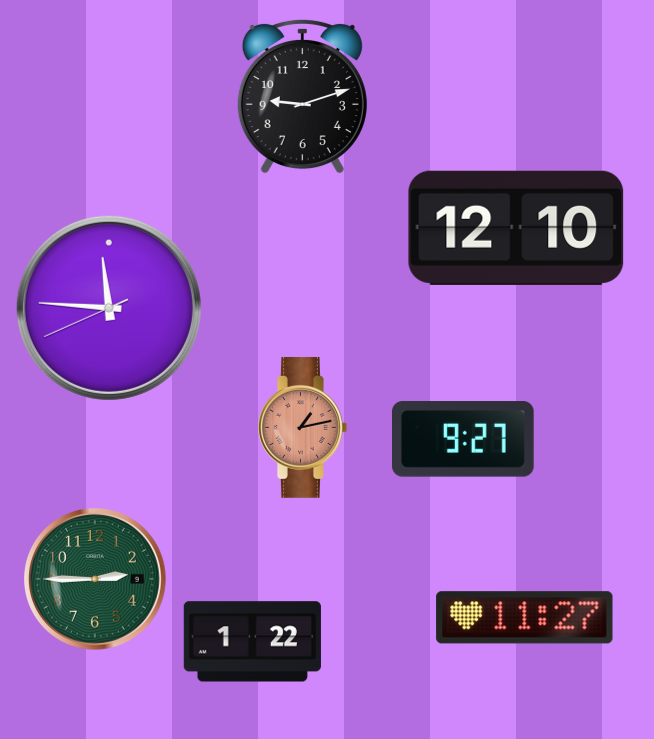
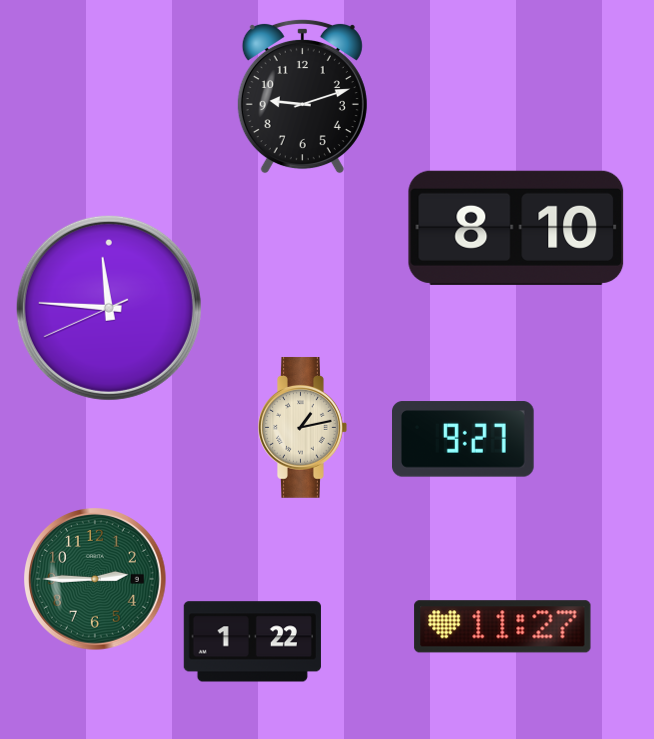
clock at (516, 228): 12:10 -> 8:10
clock at (303, 428) dial: salmon -> cream
clock at (525, 618) position: (525, 618) -> (503, 627)
